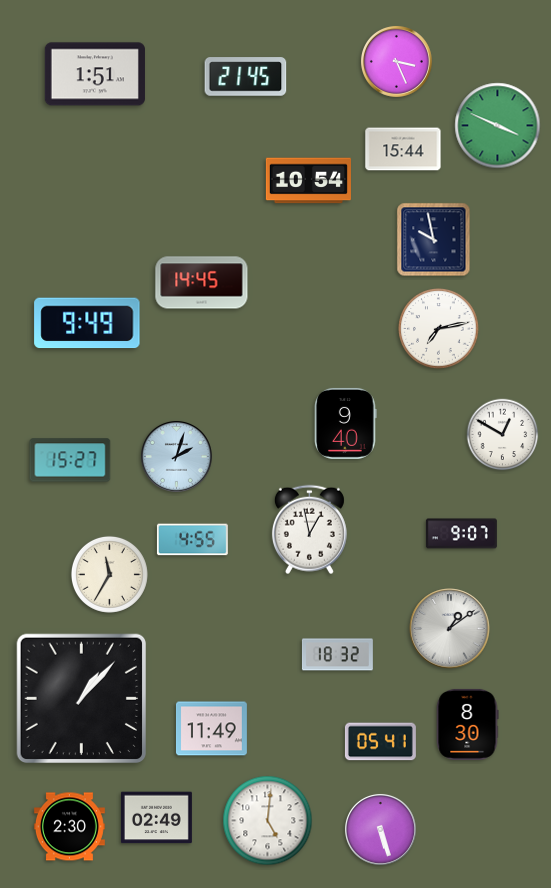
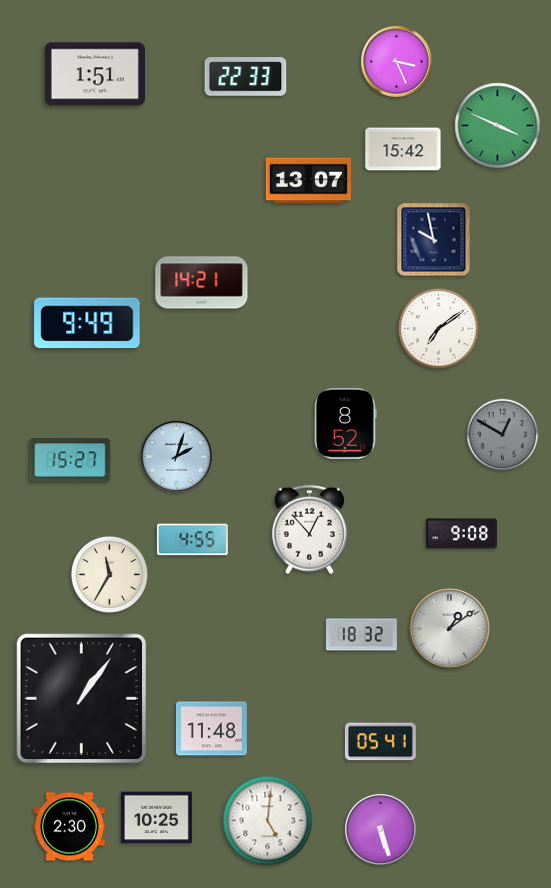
clock at (246, 77): 21:45 -> 22:33
clock at (403, 149): 15:44 -> 15:42
clock at (308, 181): 10:54 -> 13:07
clock at (202, 283): 14:45 -> 14:21
clock at (439, 329): 7:13 -> 7:09
clock at (346, 423): 9:40 -> 8:52
clock at (503, 435) dial: white -> grey
clock at (309, 530): 12:58 -> 12:53
clock at (461, 534): 9:07 -> 9:08
clock at (337, 655) position: (337, 655) -> (361, 635)
clock at (81, 698): 1:07 -> 1:06
clock at (467, 724): 8:30 -> none
clock at (211, 729): 11:49 -> 11:48
clock at (156, 818): 02:49 -> 10:25
